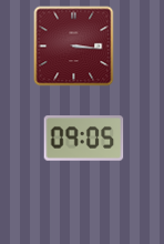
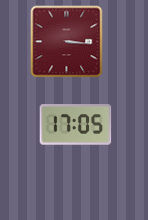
clock at (84, 139): 09:05 -> 17:05
